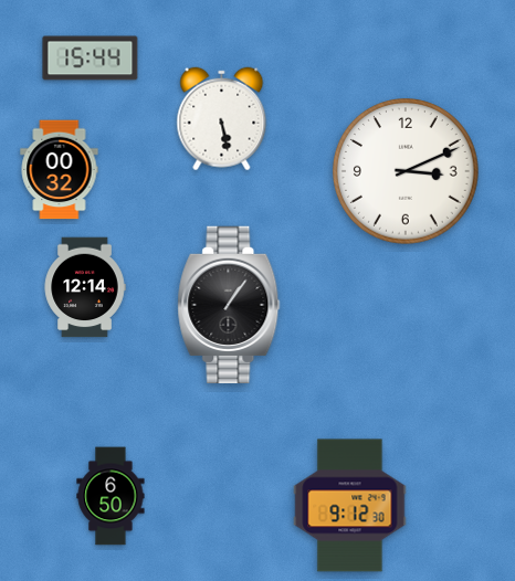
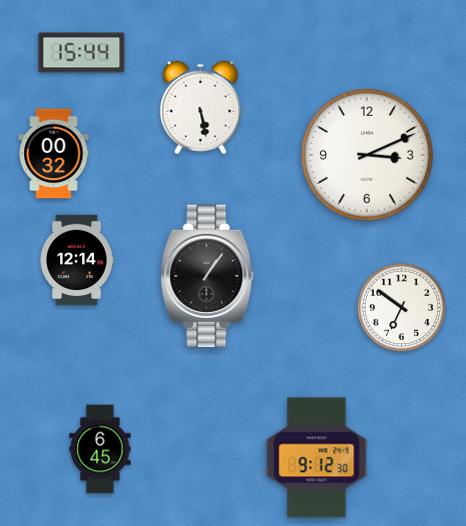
clock at (401, 307): none -> 6:51
clock at (111, 496): 6:50 -> 6:45
